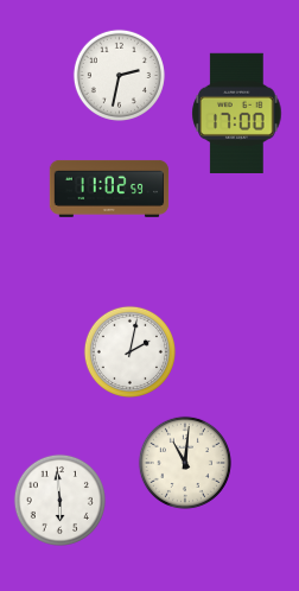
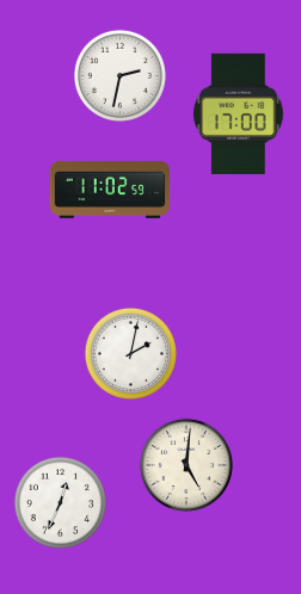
clock at (185, 463): 11:01 -> 5:01
clock at (59, 500): 5:59 -> 12:34
